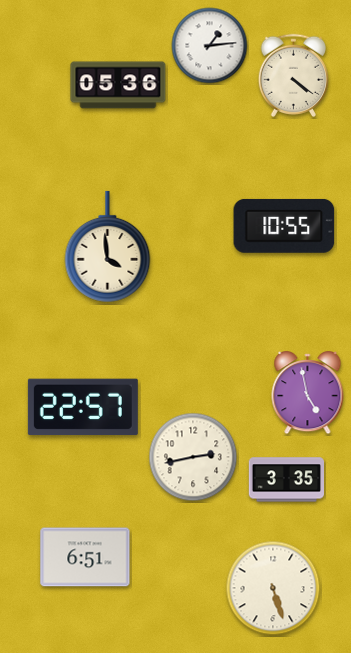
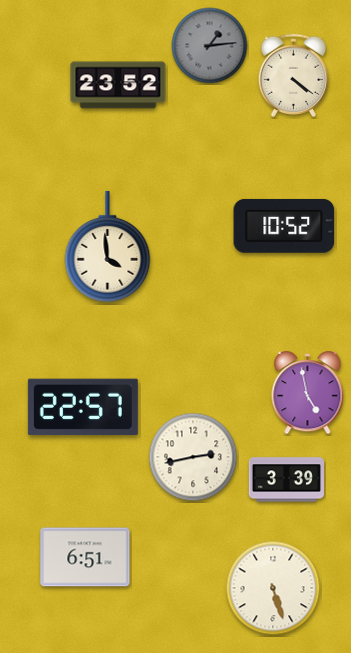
clock at (210, 46) dial: white -> grey
clock at (118, 85): 05:36 -> 23:52
clock at (284, 226): 10:55 -> 10:52
clock at (286, 480): 3:35 -> 3:39
